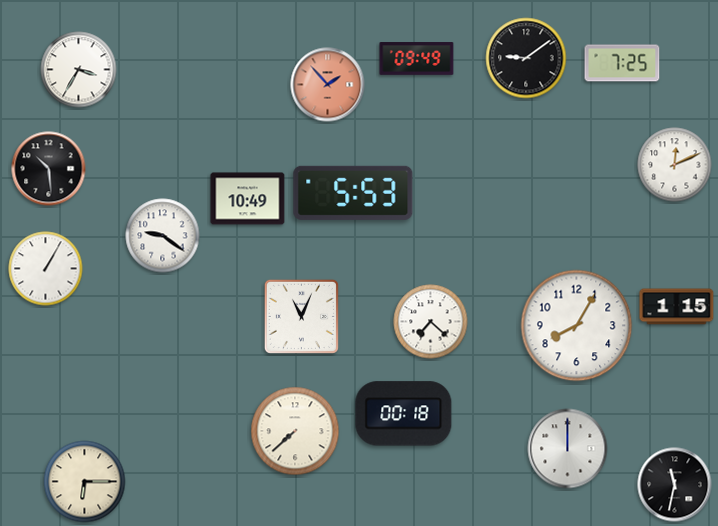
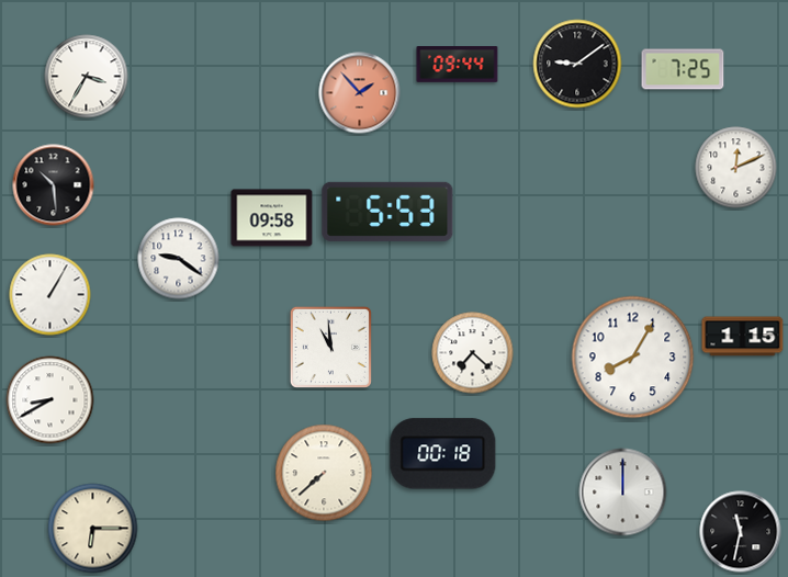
clock at (417, 59): 09:49 -> 09:44
clock at (675, 165) position: (675, 165) -> (736, 168)
clock at (248, 199): 10:49 -> 09:58
clock at (301, 316): 11:04 -> 10:59
clock at (50, 400): none -> 8:40
